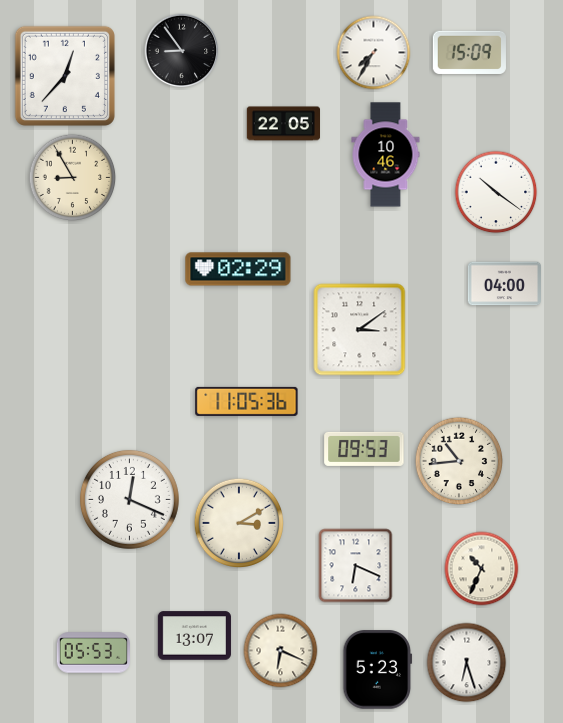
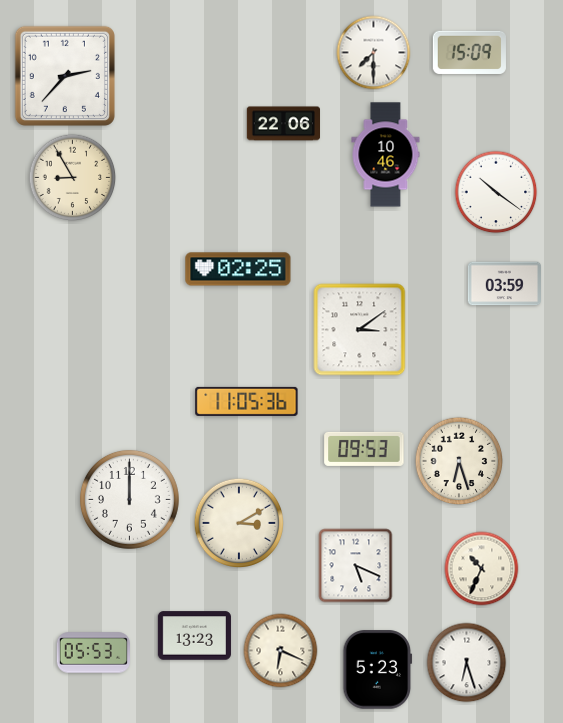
clock at (182, 51): 8:54 -> none
clock at (374, 53): 7:35 -> 7:30
clock at (65, 76): 12:37 -> 2:37
clock at (283, 124): 22:05 -> 22:06
clock at (238, 269): 02:29 -> 02:25
clock at (504, 284): 04:00 -> 03:59
clock at (459, 461): 10:44 -> 6:27
clock at (129, 499): 12:19 -> 12:00
clock at (356, 566): 6:19 -> 5:19
clock at (194, 636): 13:07 -> 13:23
